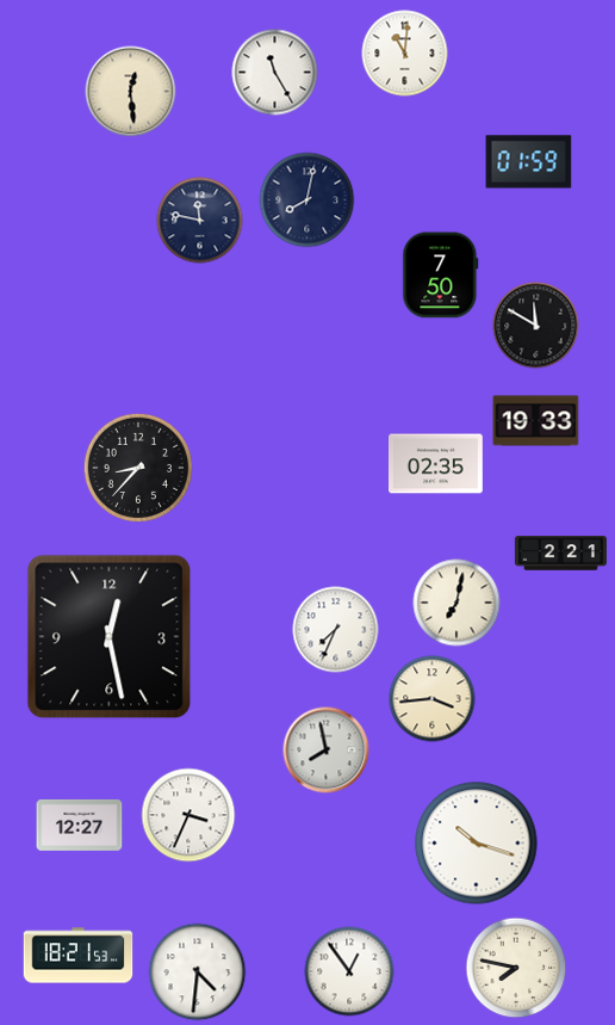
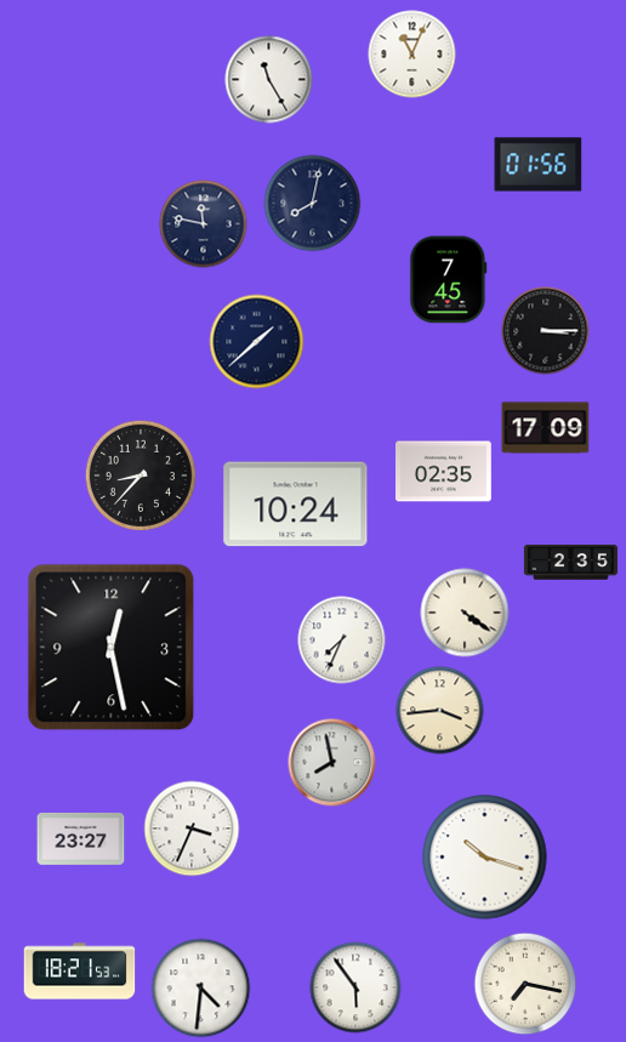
clock at (405, 54): 11:01 -> 11:04
clock at (275, 73) position: (275, 73) -> (269, 80)
clock at (131, 92): 12:29 -> none
clock at (529, 162): 01:59 -> 01:56
clock at (441, 276): 7:50 -> 7:45
clock at (536, 326): 11:50 -> 3:15
clock at (257, 342): none -> 1:38
clock at (536, 421): 19:33 -> 17:09
clock at (296, 505): none -> 10:24
clock at (560, 554): 2:21 -> 2:35
clock at (456, 603): 7:02 -> 4:21
clock at (80, 826): 12:27 -> 23:27
clock at (516, 968): 7:47 -> 7:17
clock at (349, 971): 12:54 -> 5:54
